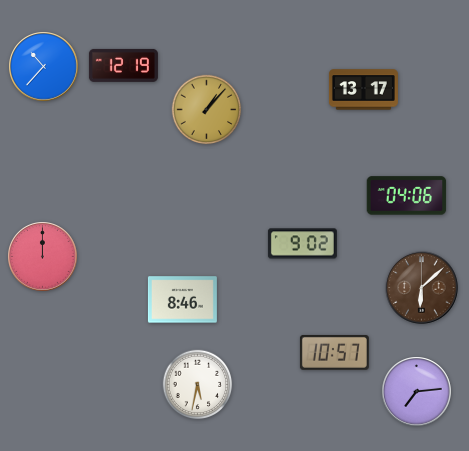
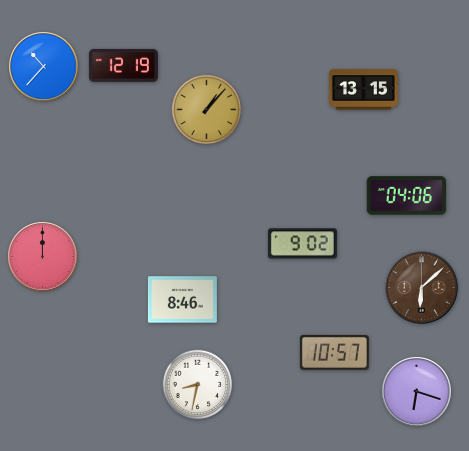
clock at (363, 90): 13:17 -> 13:15
clock at (198, 385): 5:32 -> 8:32
clock at (417, 392): 7:14 -> 6:18
